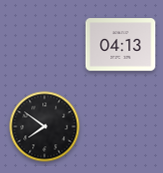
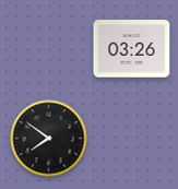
clock at (121, 45): 04:13 -> 03:26
